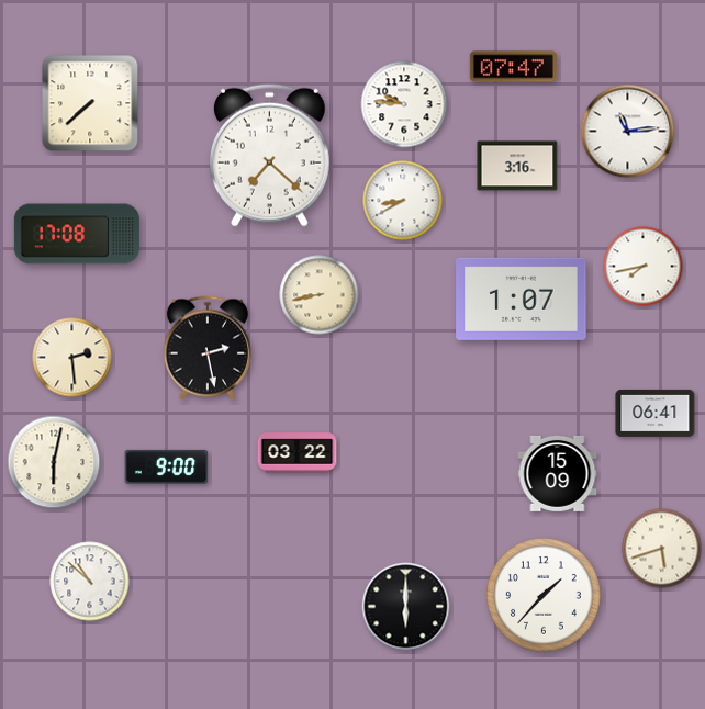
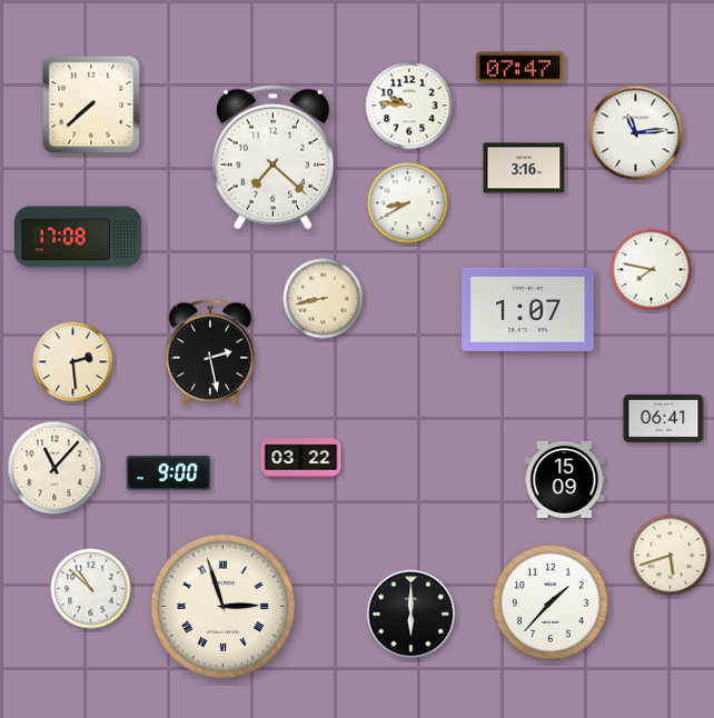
clock at (644, 267): 7:43 -> 7:47
clock at (522, 299) position: (522, 299) -> (528, 309)
clock at (54, 462): 6:02 -> 11:07
clock at (224, 607): none -> 2:57
